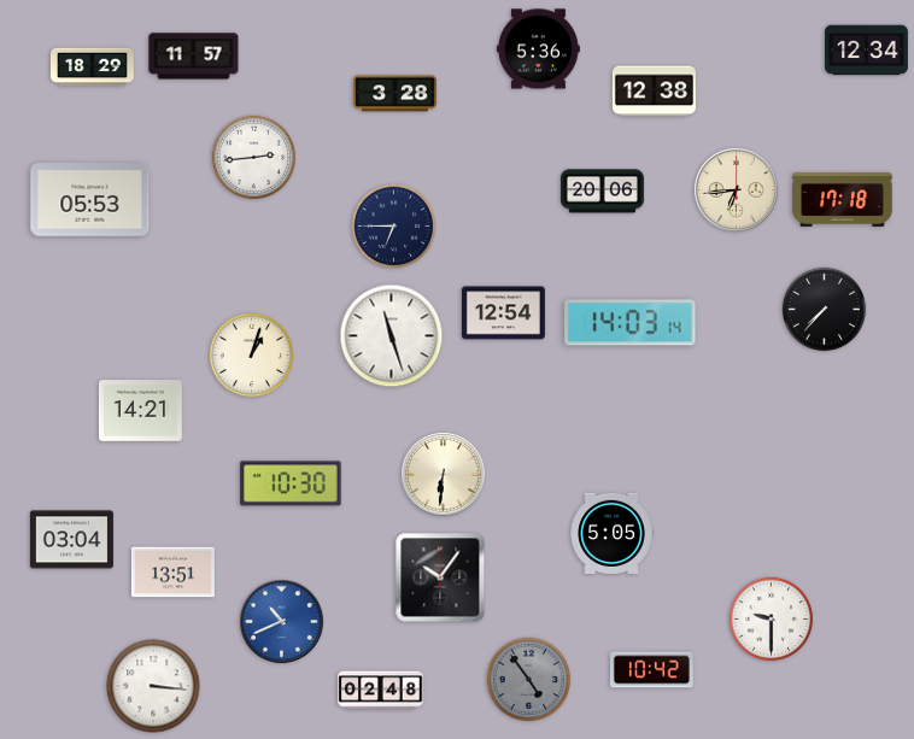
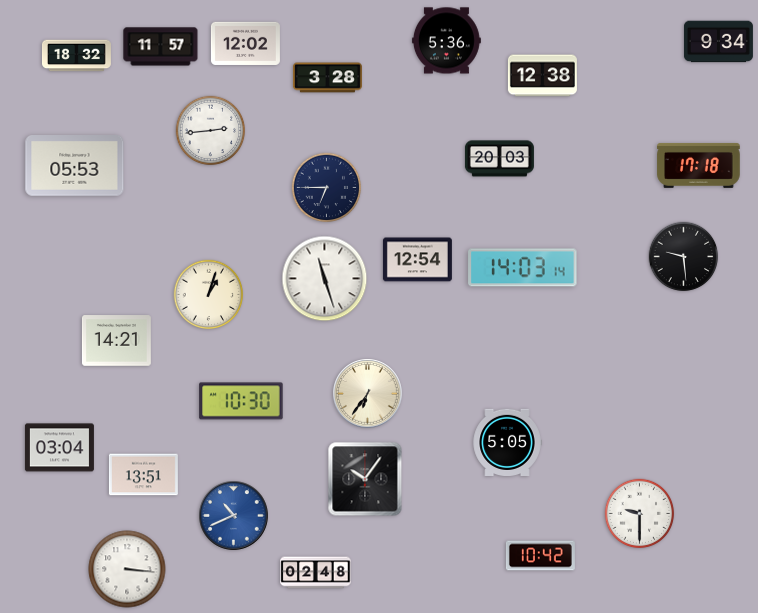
clock at (866, 51): 12:34 -> 9:34
clock at (245, 43): none -> 12:02
clock at (92, 68): 18:29 -> 18:32
clock at (737, 190): 6:44 -> none
clock at (602, 192): 20:06 -> 20:03
clock at (825, 310): 7:37 -> 9:29
clock at (444, 475): 6:31 -> 6:36
clock at (529, 680): 4:54 -> none
